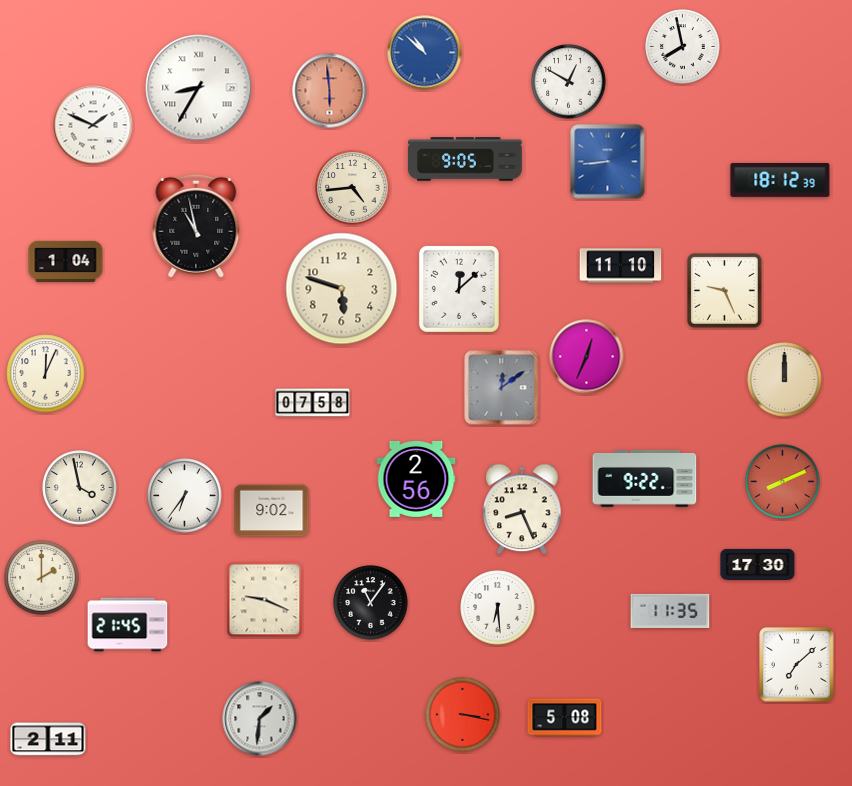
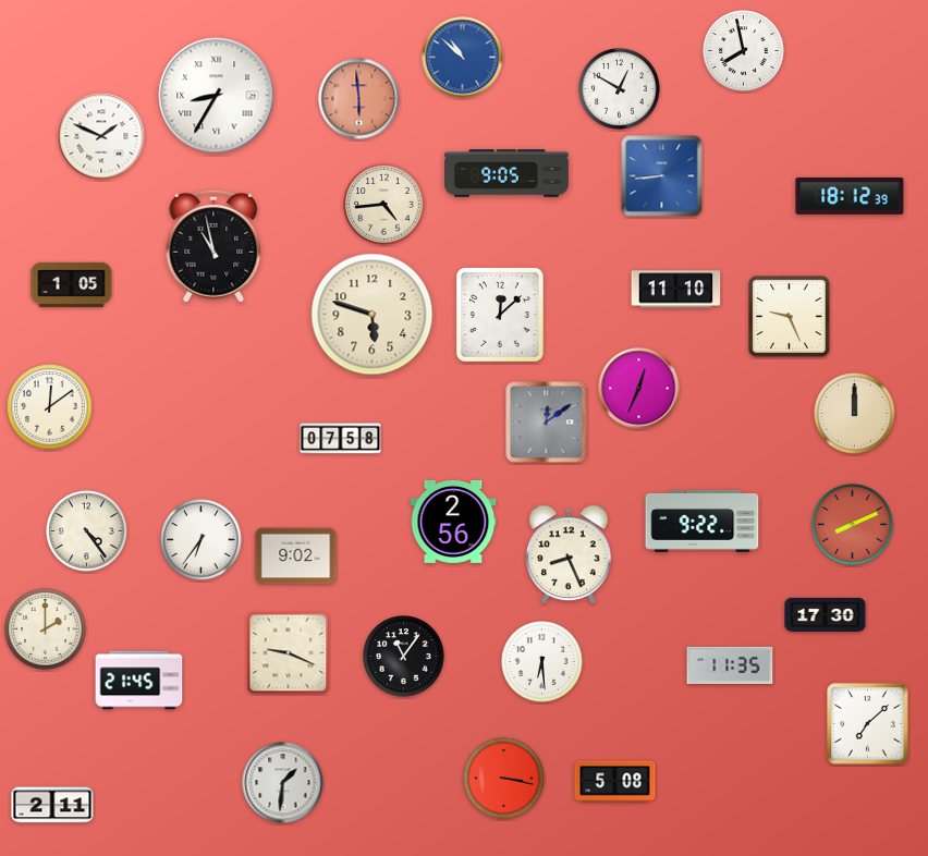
clock at (66, 261): 1:04 -> 1:05
clock at (46, 374): 12:04 -> 12:09
clock at (80, 488): 3:58 -> 4:24
